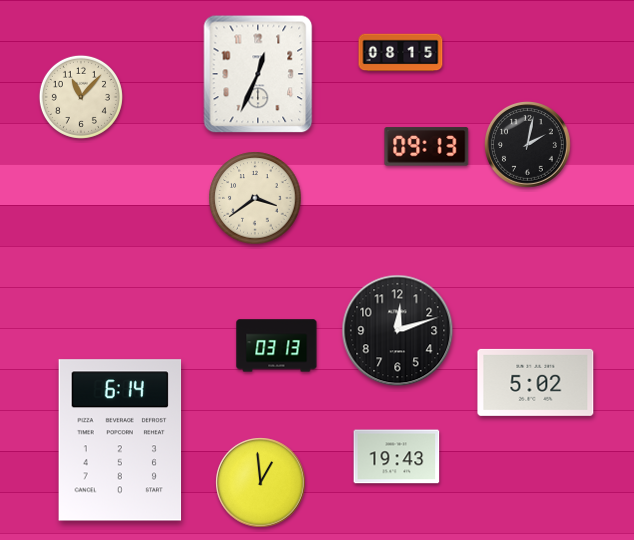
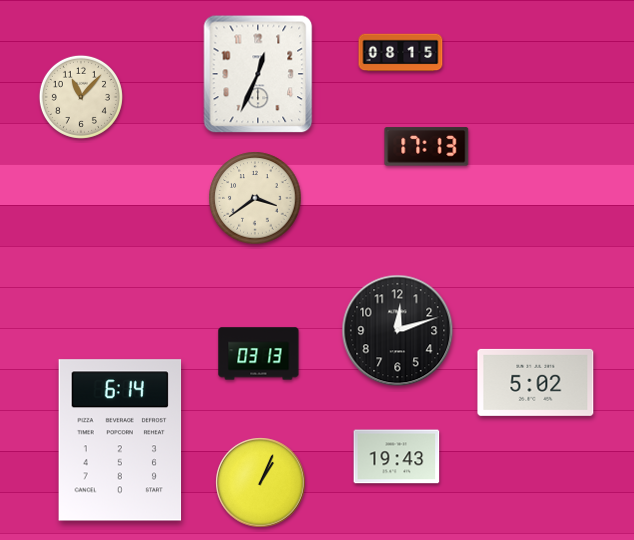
clock at (528, 145): 2:02 -> none
clock at (427, 147): 09:13 -> 17:13
clock at (277, 346) position: (277, 346) -> (259, 354)
clock at (261, 483): 12:59 -> 1:04
